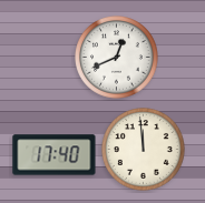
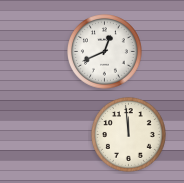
clock at (55, 155): 17:40 -> none
